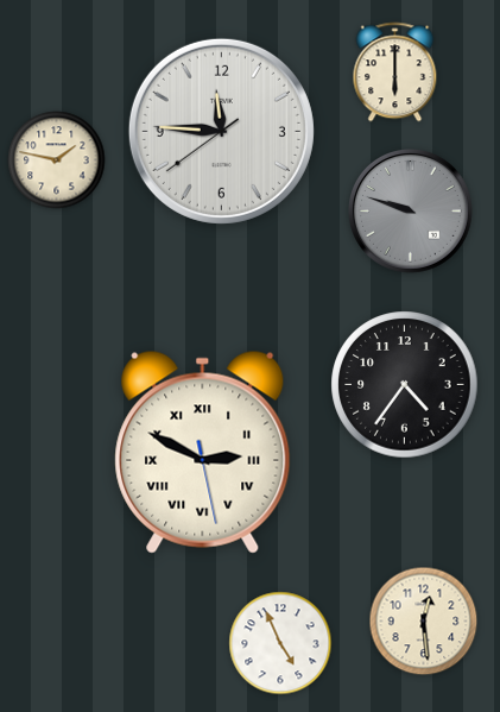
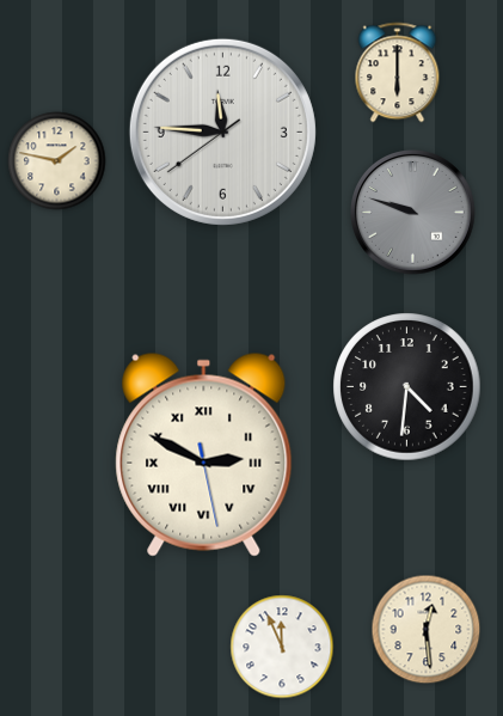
clock at (405, 385): 4:36 -> 4:31
clock at (424, 622) position: (424, 622) -> (427, 630)
clock at (280, 643): 4:56 -> 11:56
